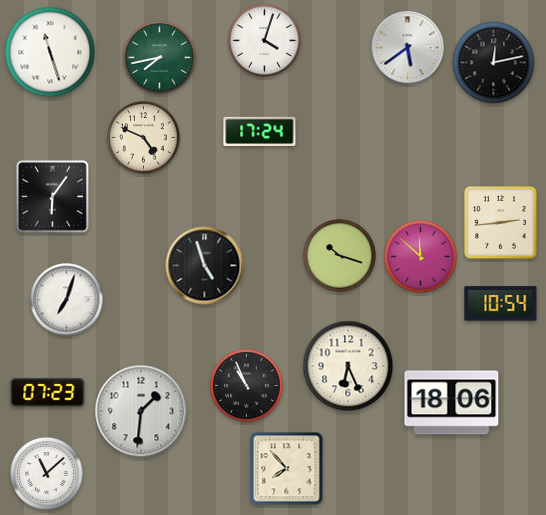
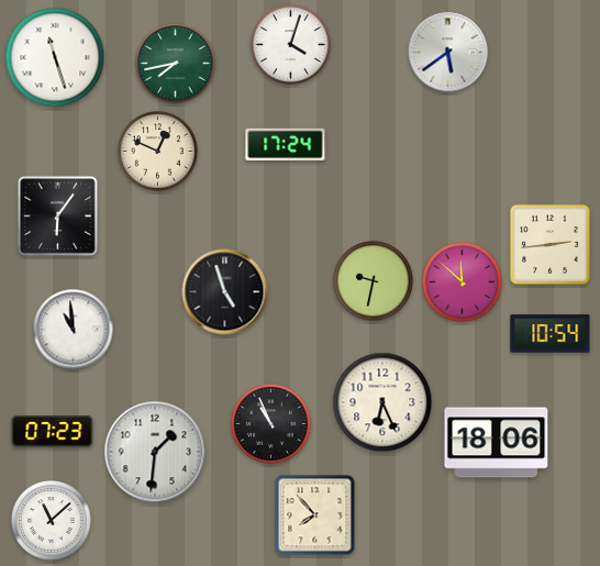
clock at (494, 63): 12:13 -> none
clock at (144, 138): 4:49 -> 12:49
clock at (340, 256): 10:18 -> 9:32
clock at (67, 300): 7:03 -> 10:59
